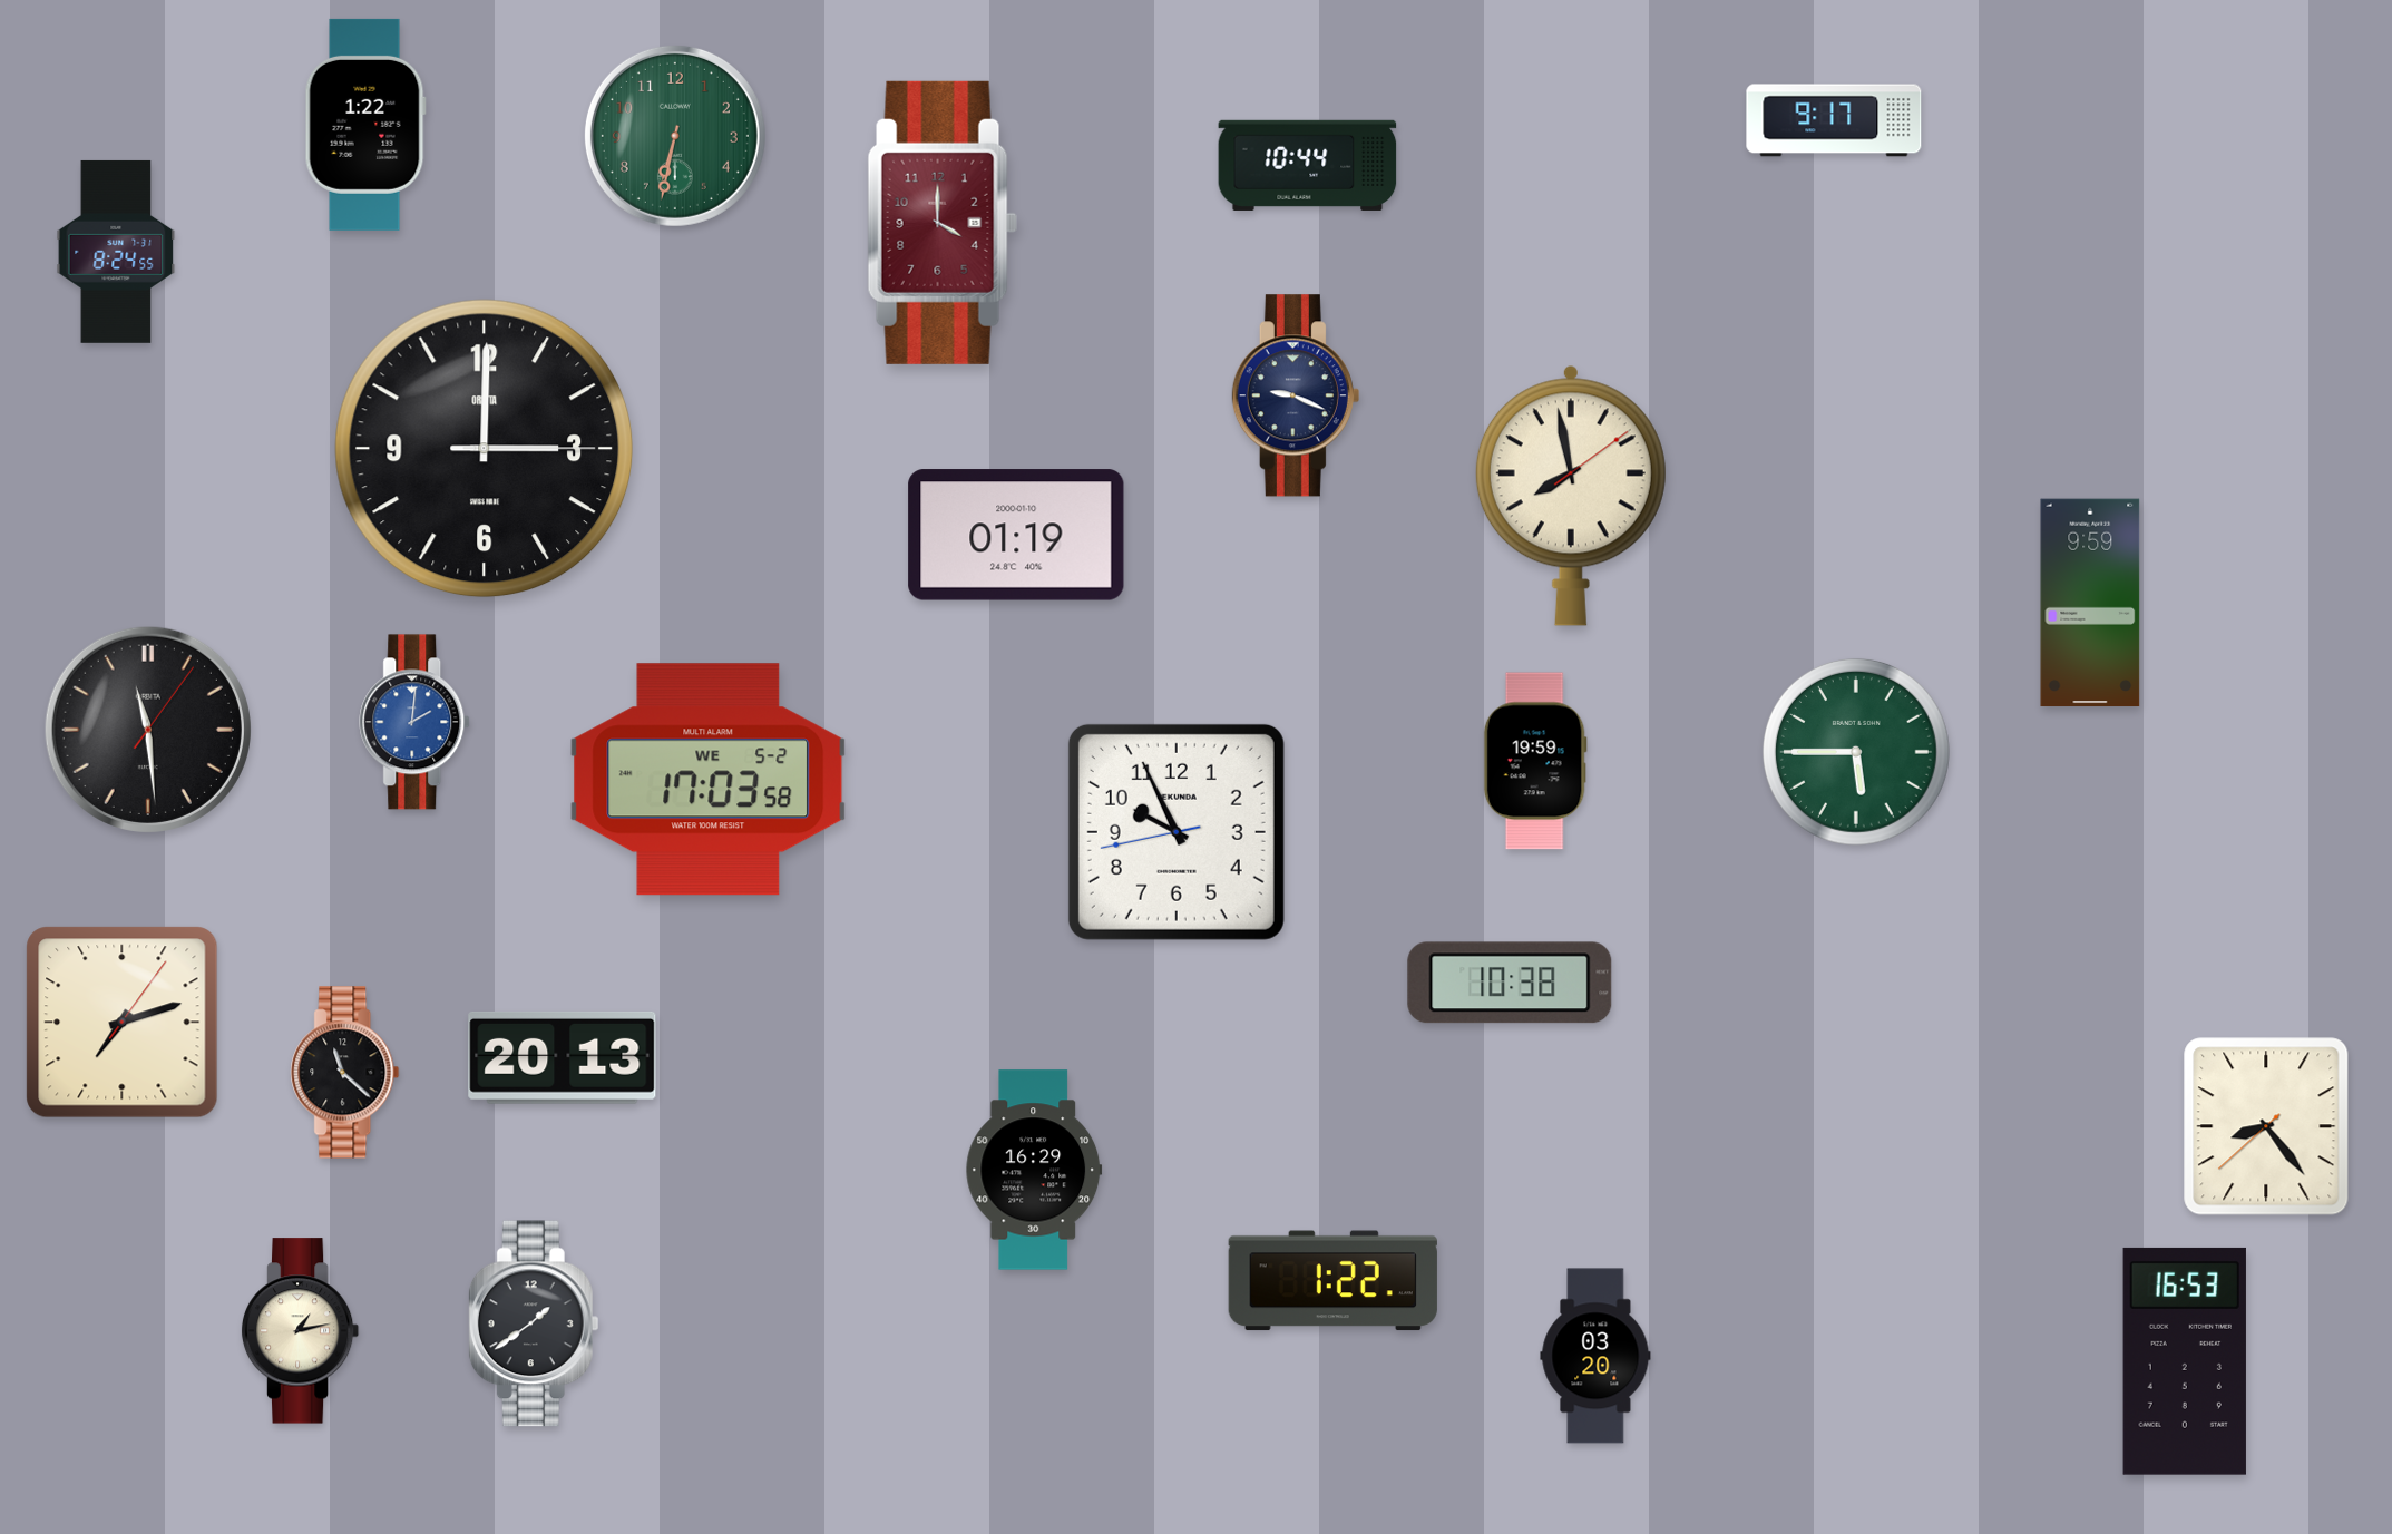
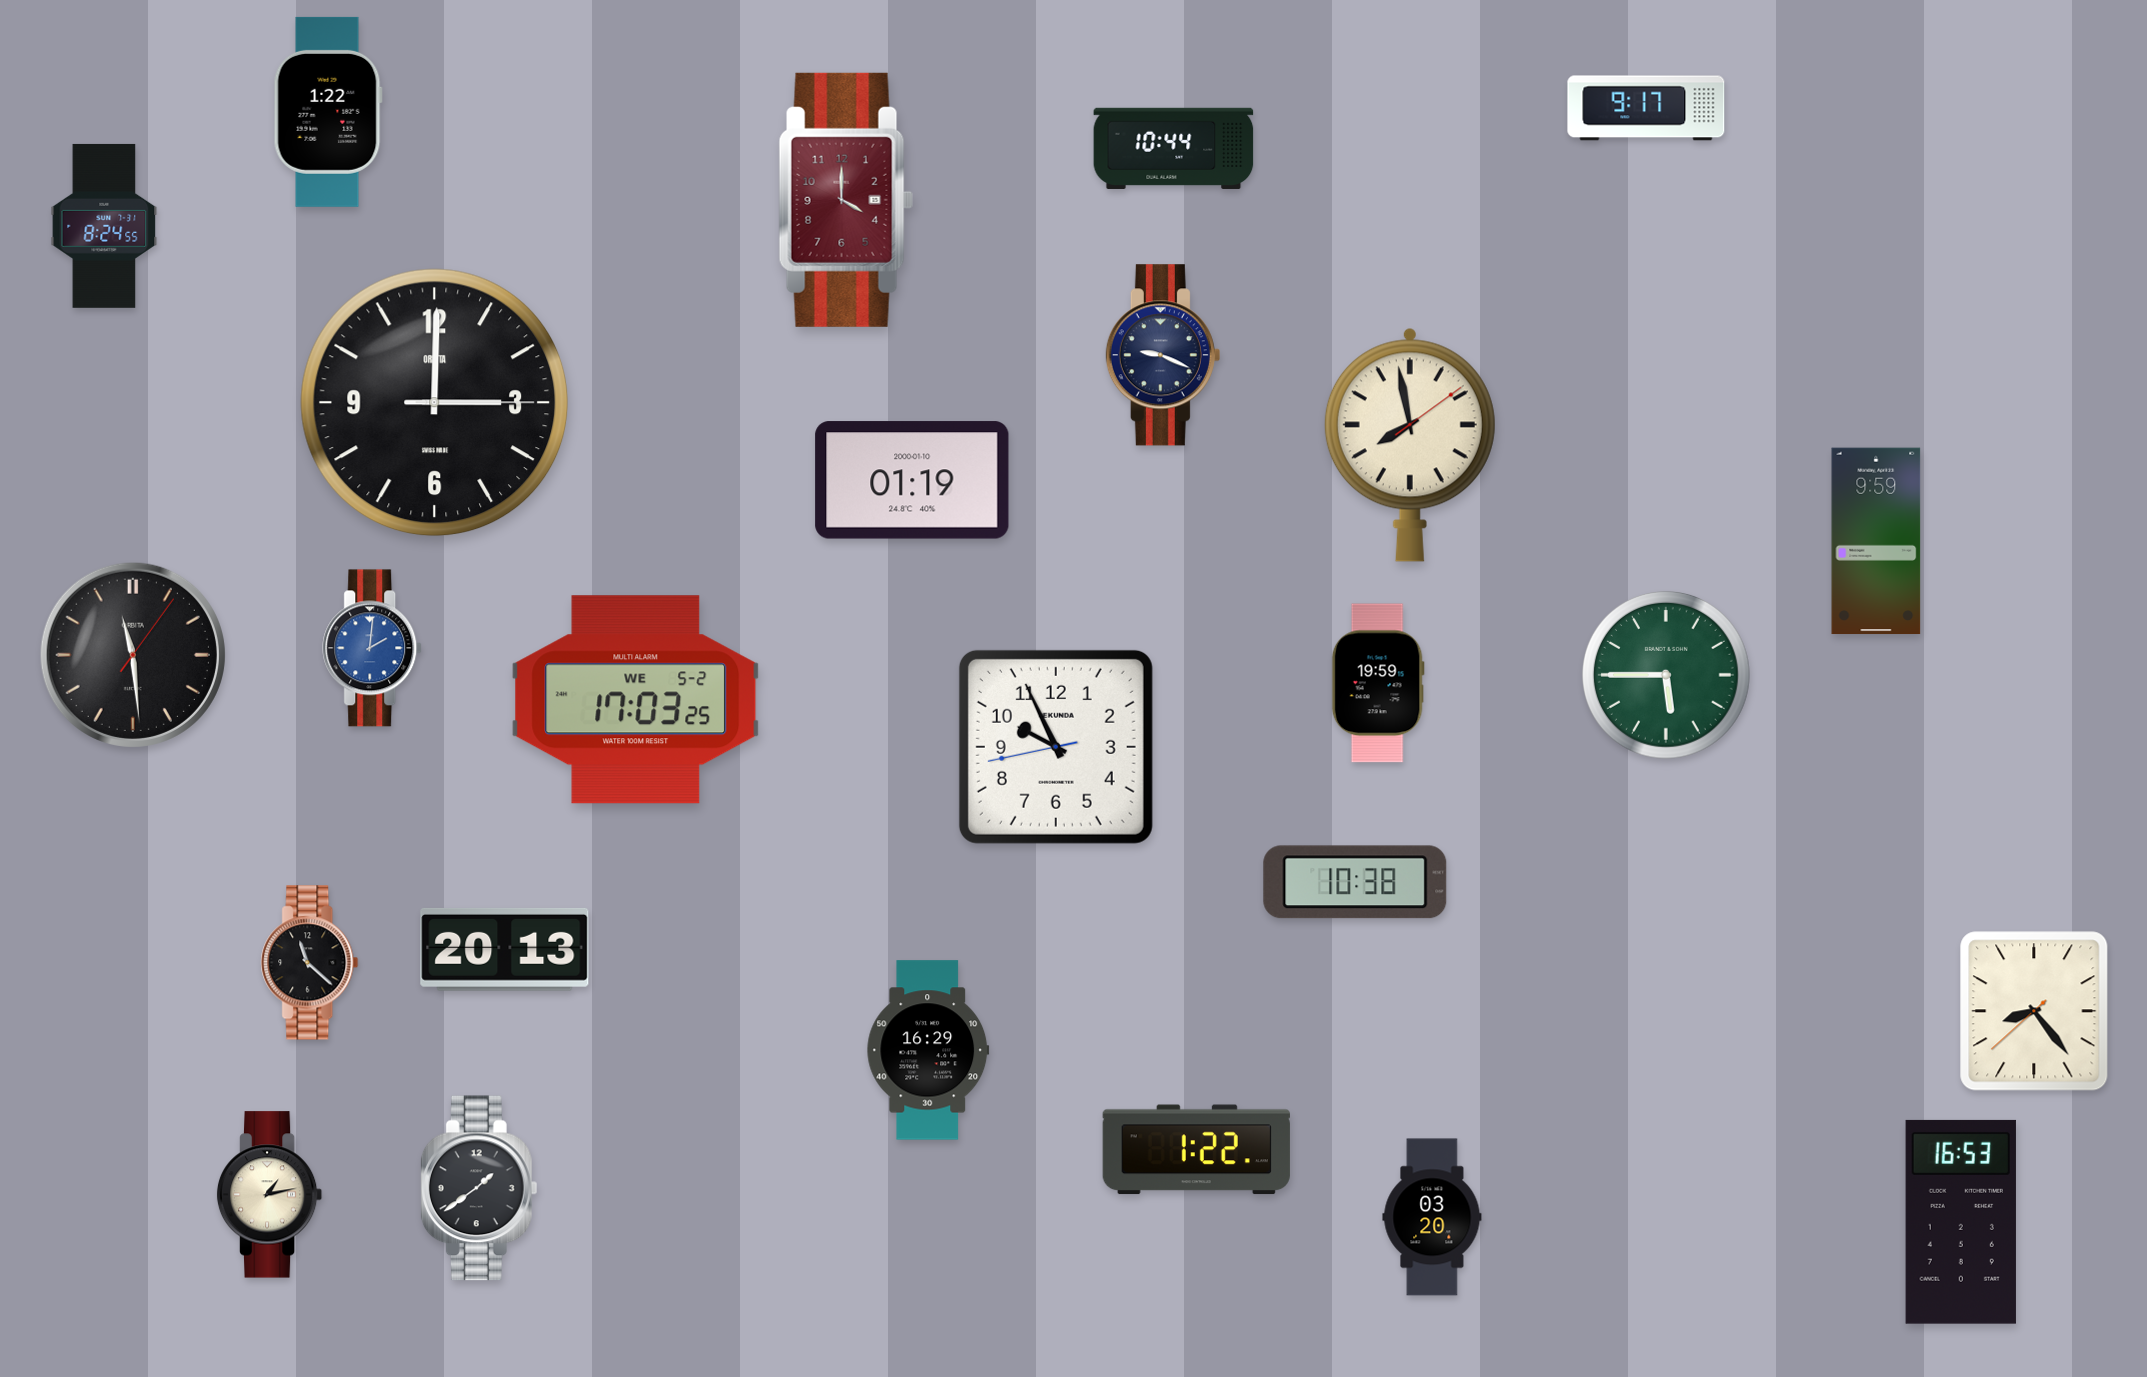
clock at (675, 136): 6:32 -> none
clock at (709, 780): 17:03:58 -> 17:03:25
clock at (123, 1023): 7:12 -> none
